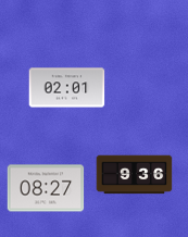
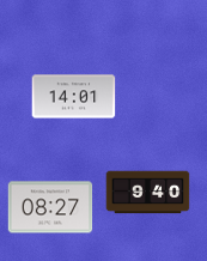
clock at (67, 88): 02:01 -> 14:01
clock at (135, 175): 9:36 -> 9:40
